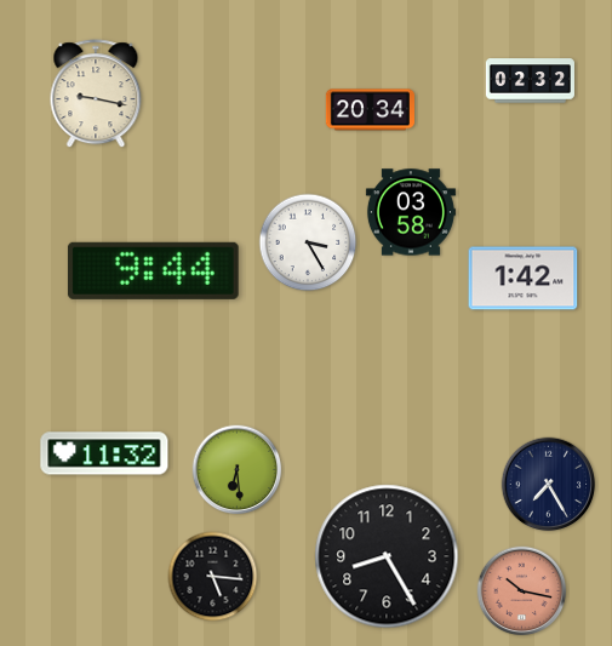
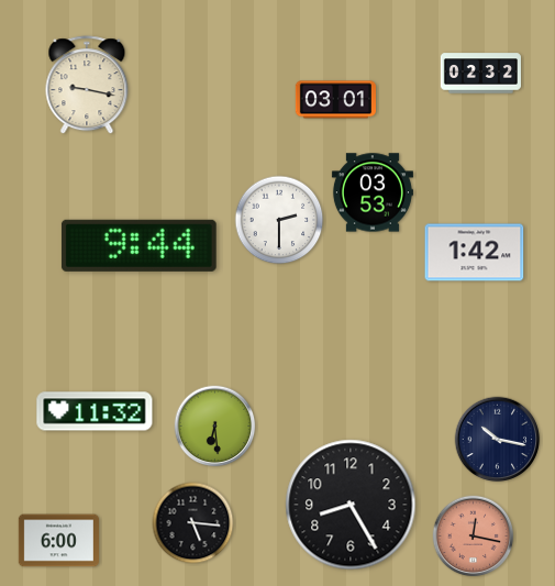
clock at (370, 110): 20:34 -> 03:01
clock at (411, 212): 03:58 -> 03:53
clock at (308, 242): 3:25 -> 2:30
clock at (549, 485): 7:25 -> 10:17
clock at (522, 591): 10:17 -> 12:17
clock at (58, 541): none -> 6:00
